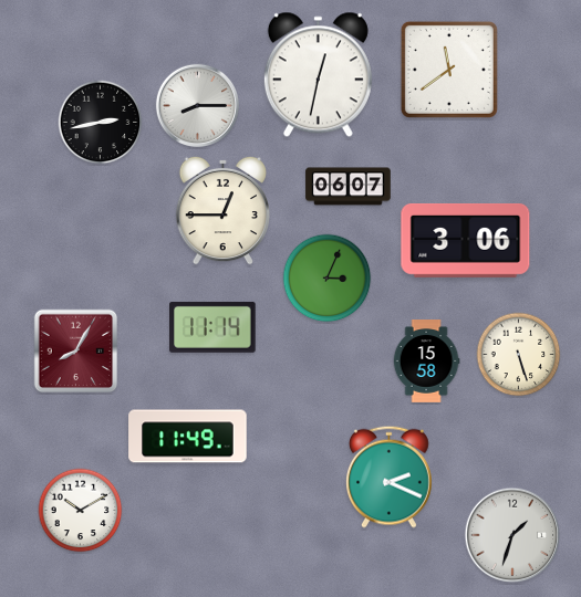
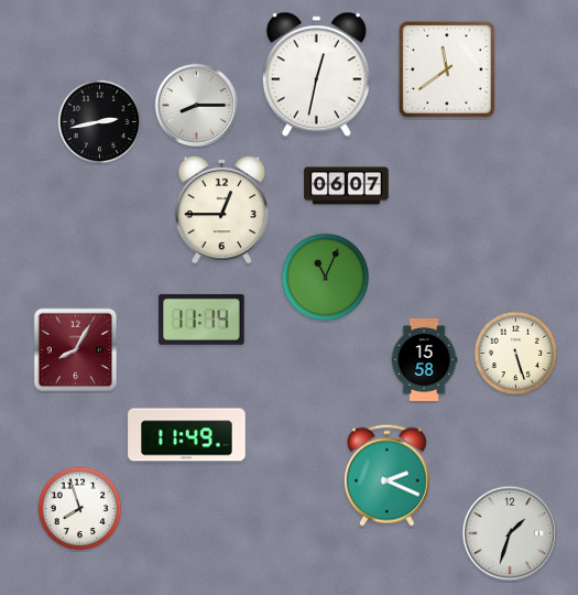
clock at (466, 240): 3:06 -> none
clock at (328, 279): 3:04 -> 11:04
clock at (212, 327) position: (212, 327) -> (201, 320)
clock at (81, 511): 10:10 -> 7:57
